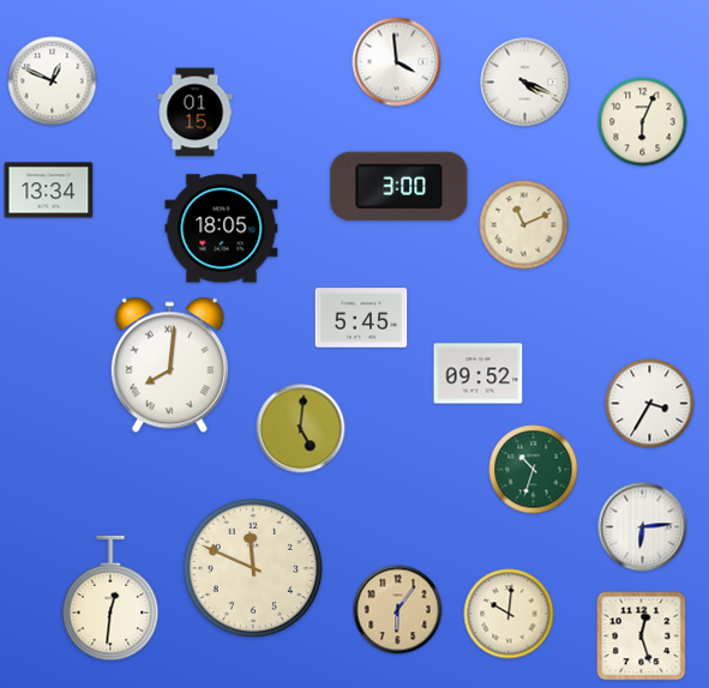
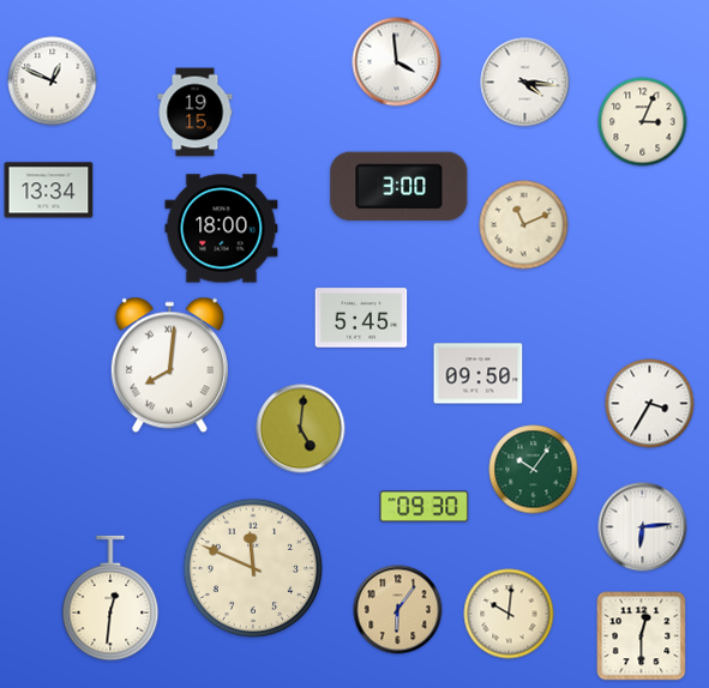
clock at (525, 83): 4:19 -> 4:16
clock at (196, 113): 01:15 -> 19:15
clock at (643, 122): 6:04 -> 3:04
clock at (222, 229): 18:05 -> 18:00
clock at (479, 374): 09:52 -> 09:50
clock at (534, 470): 10:33 -> 10:06
clock at (425, 507): none -> 09:30
clock at (642, 636): 12:27 -> 12:30
